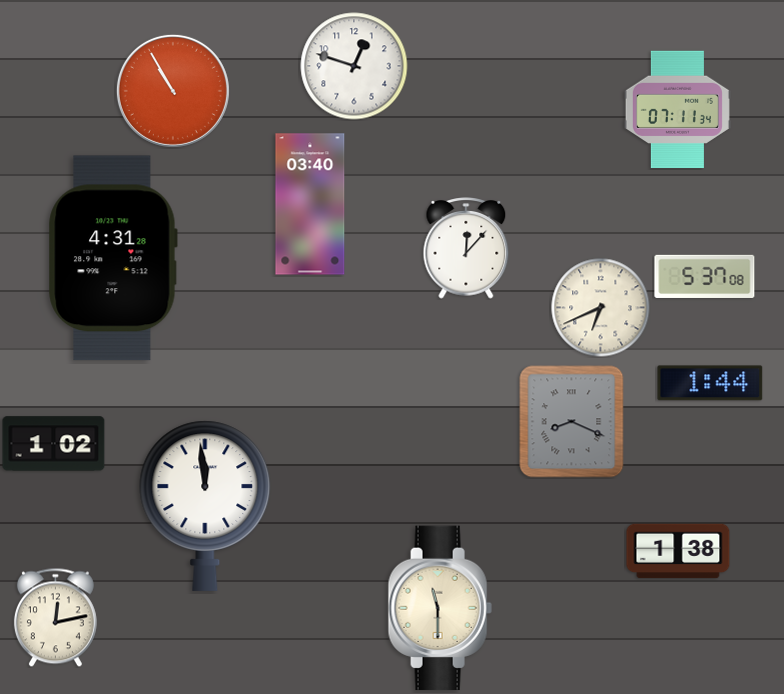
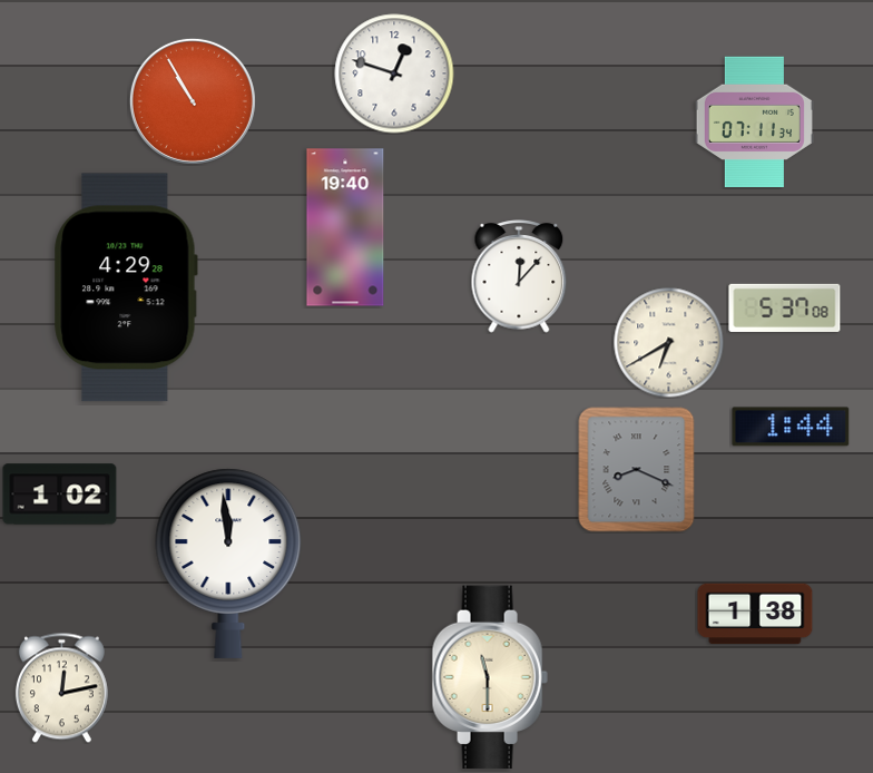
clock at (310, 204): 03:40 -> 19:40
clock at (113, 258): 4:31 -> 4:29
clock at (601, 308): 6:41 -> 6:40
